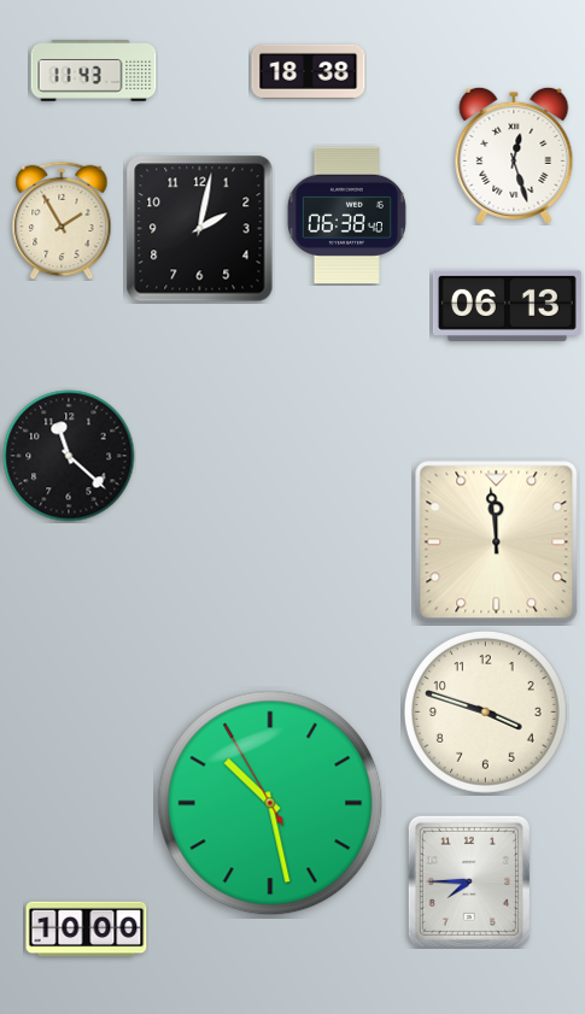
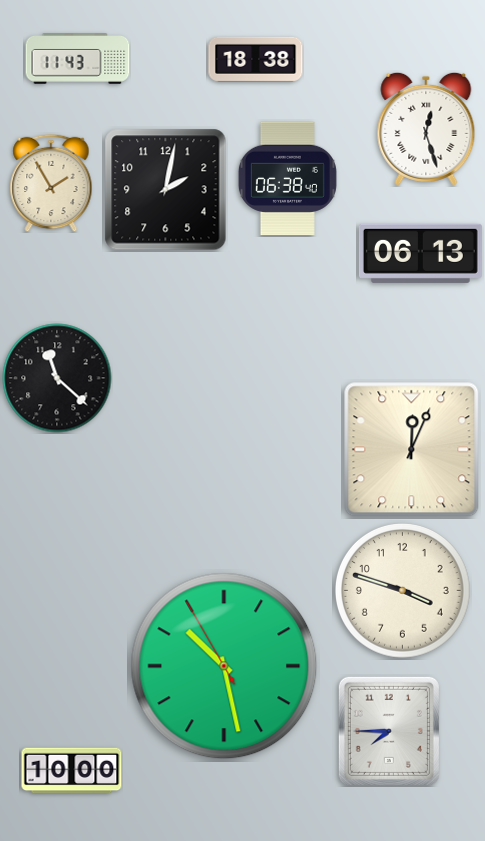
clock at (497, 543): 11:59 -> 12:04
